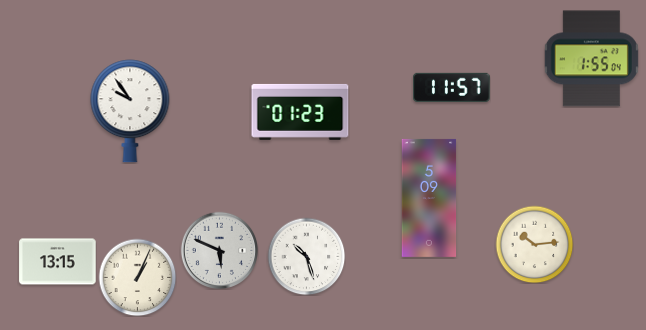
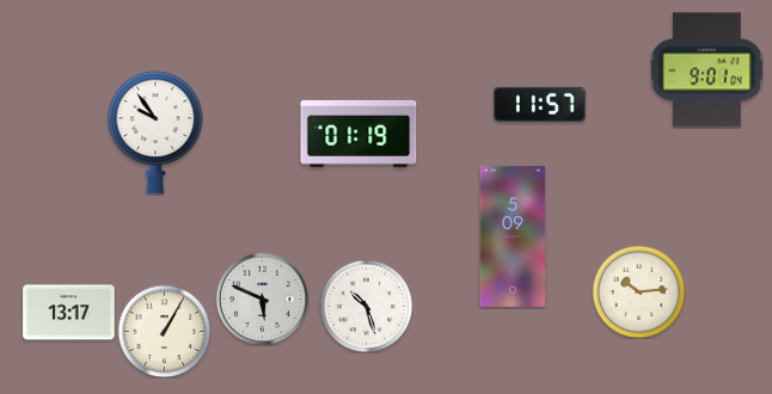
clock at (591, 59): 1:55 -> 9:01
clock at (300, 112): 01:23 -> 01:19
clock at (58, 262): 13:15 -> 13:17
clock at (137, 277): 1:04 -> 1:05
